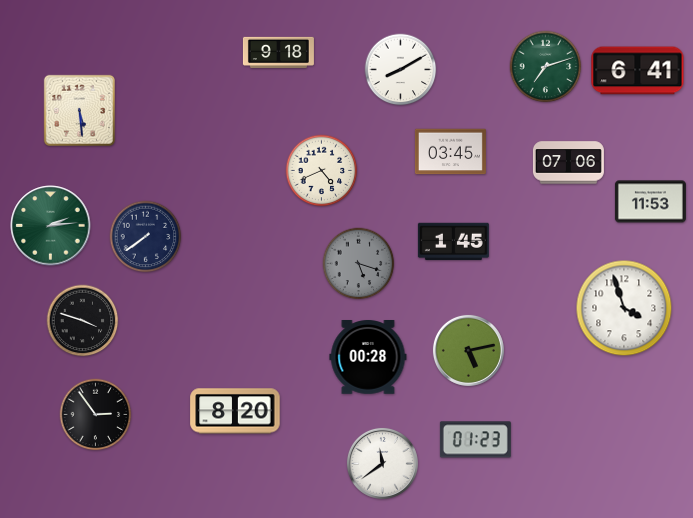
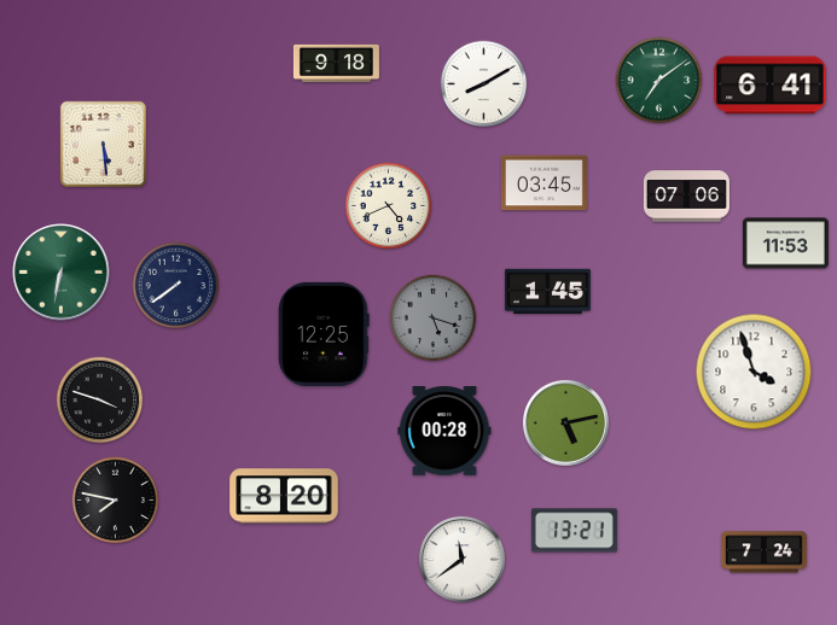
clock at (546, 67): 7:12 -> 7:09
clock at (79, 110) position: (79, 110) -> (103, 144)
clock at (51, 226): 2:14 -> 6:32
clock at (324, 334): none -> 12:25
clock at (83, 321) position: (83, 321) -> (100, 401)
clock at (96, 415): 2:54 -> 7:47
clock at (475, 440): 01:23 -> 13:21
clock at (763, 553): none -> 7:24
